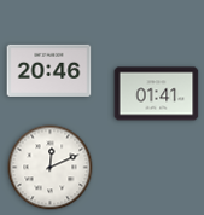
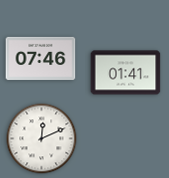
clock at (49, 70): 20:46 -> 07:46
clock at (157, 94) position: (157, 94) -> (126, 73)
